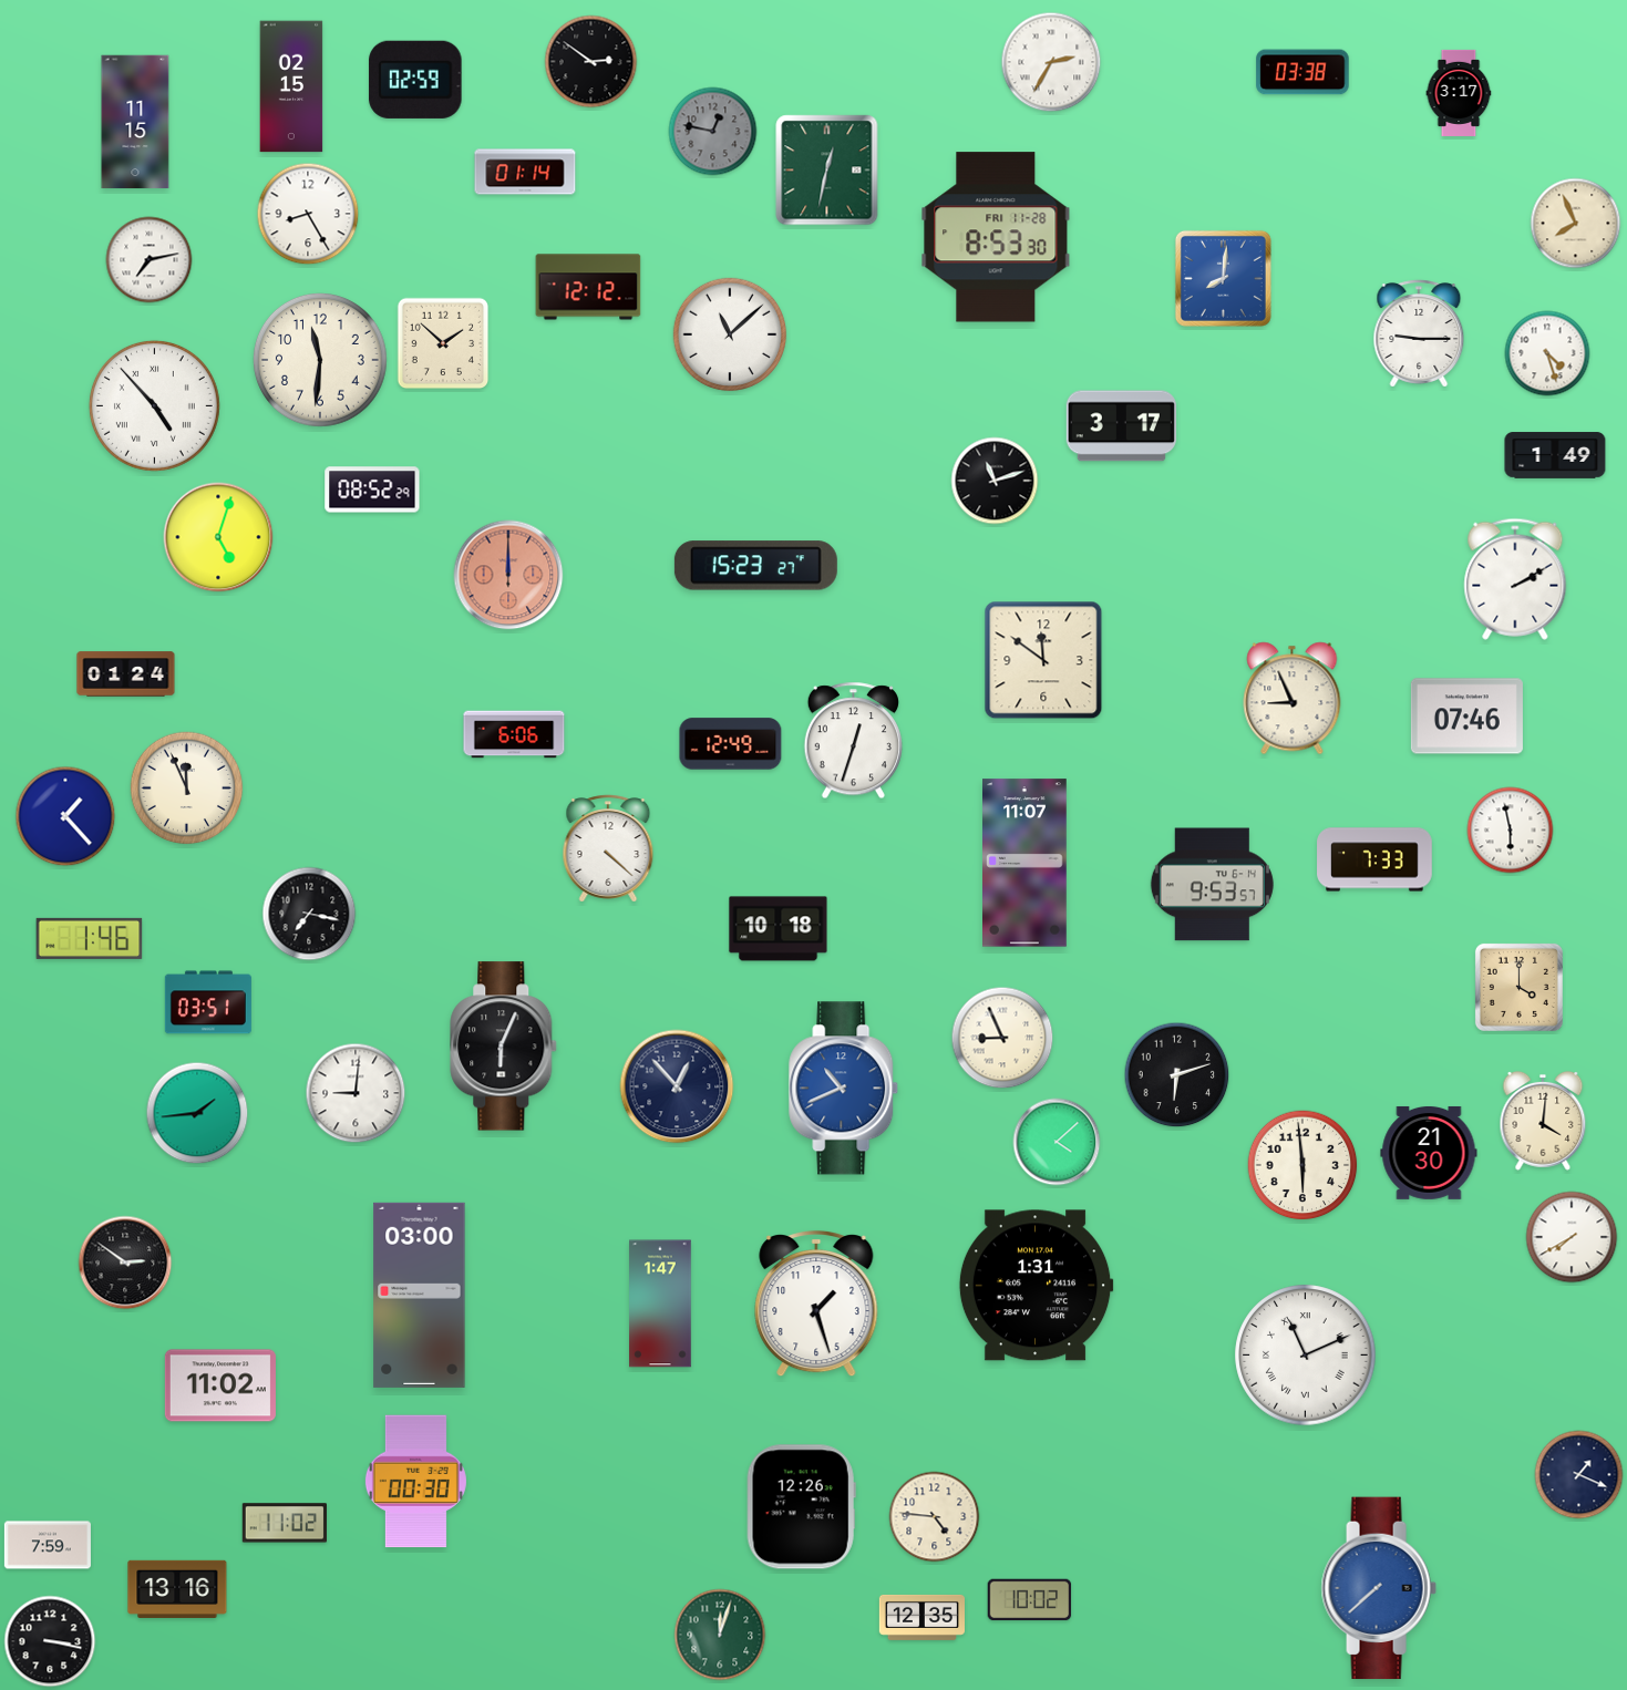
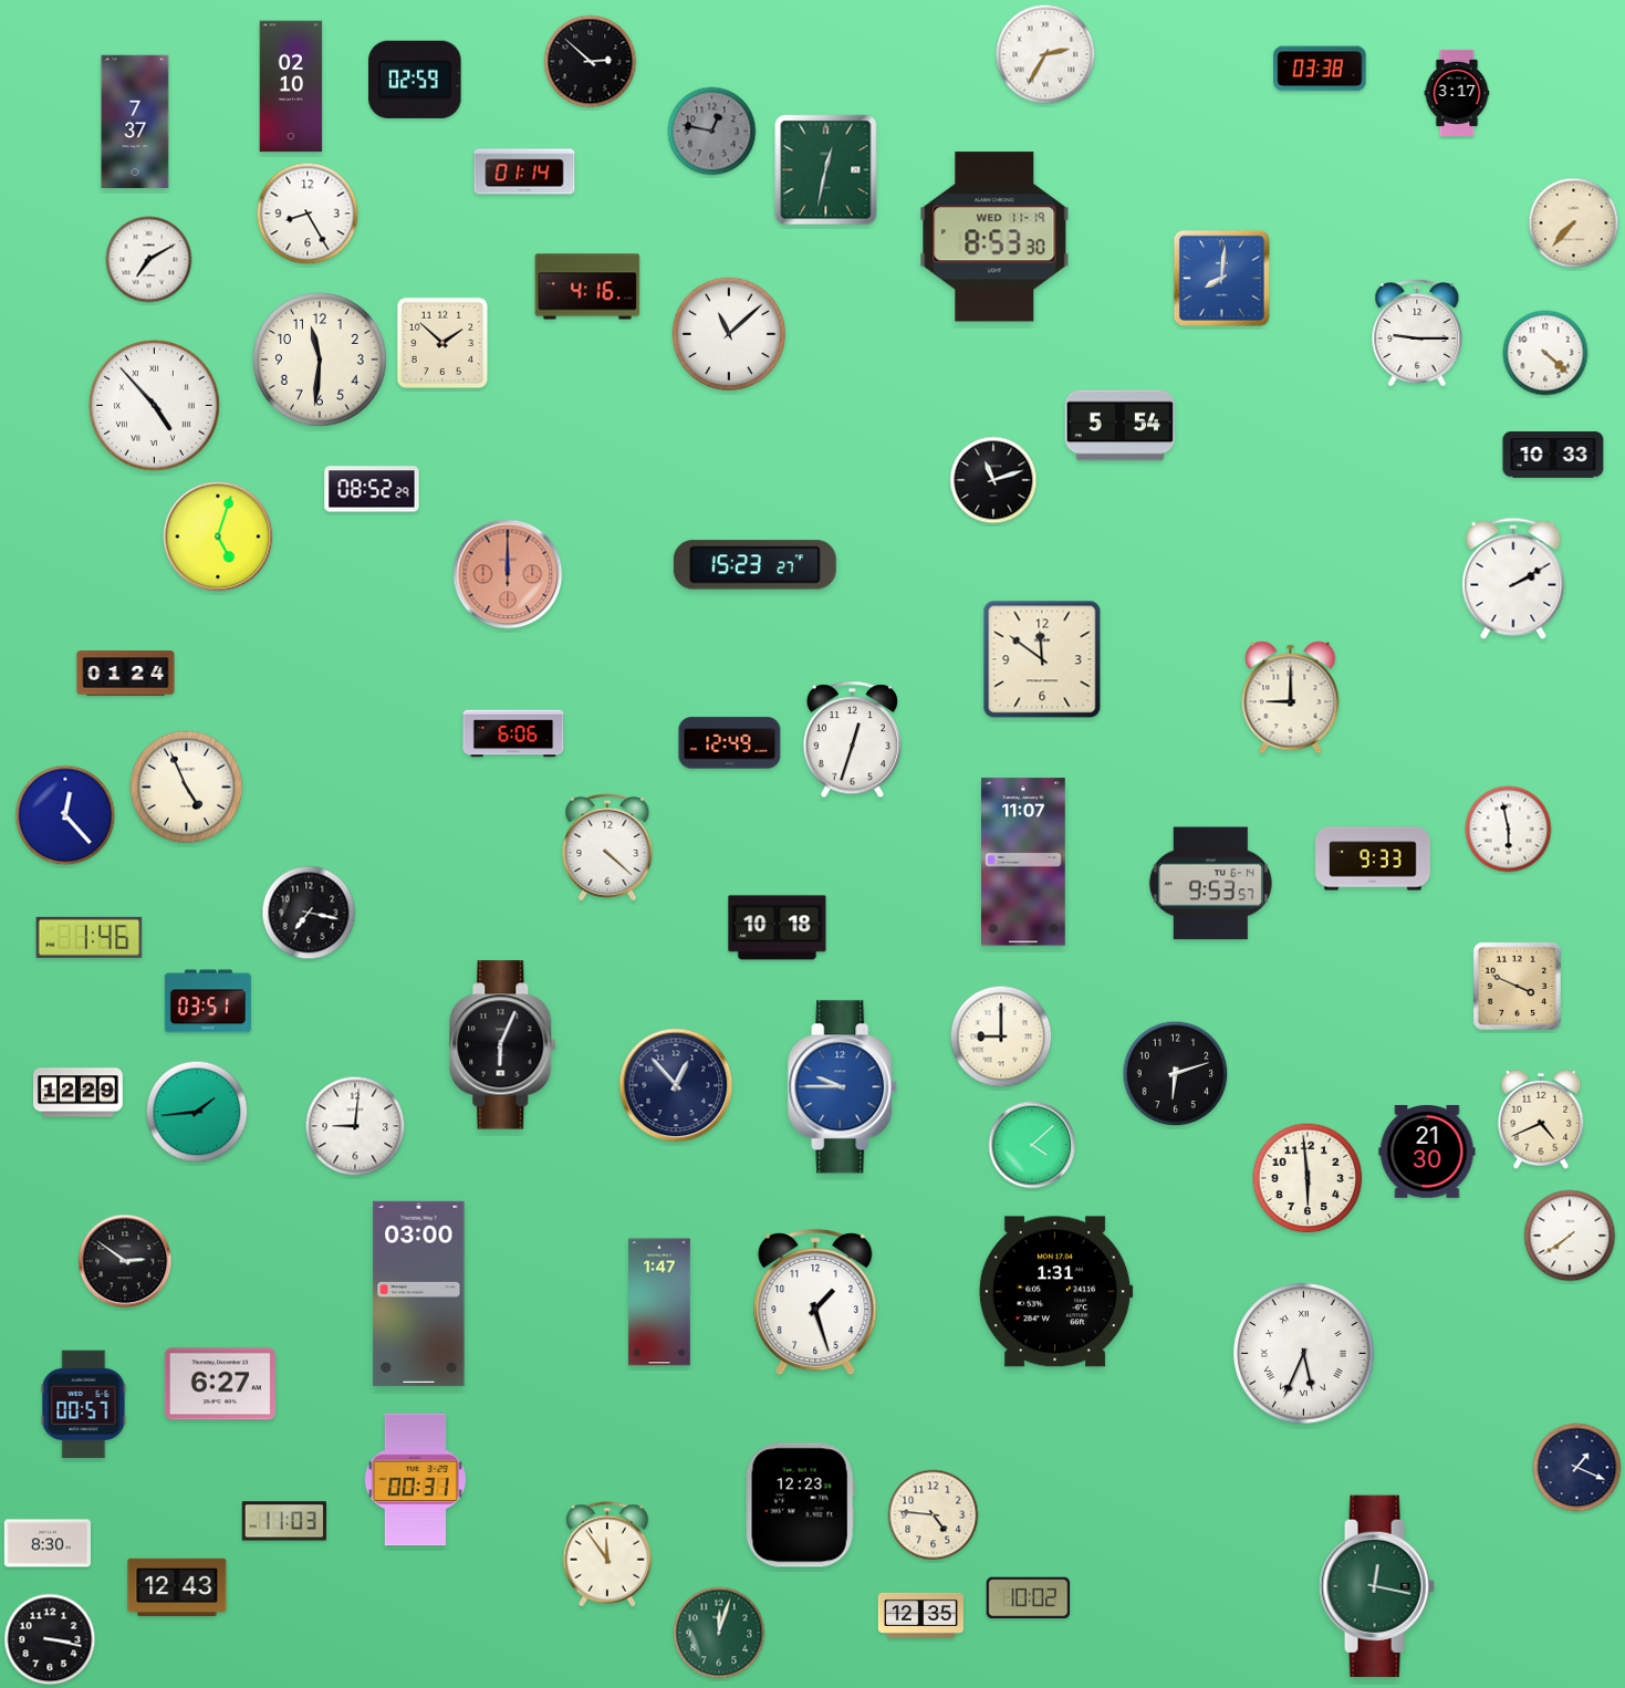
clock at (591, 62): 2:51 -> 2:52
clock at (1051, 62) position: (1051, 62) -> (1045, 54)
clock at (1302, 72) position: (1302, 72) -> (1320, 69)
clock at (291, 86): 02:15 -> 02:10
clock at (135, 122): 11:15 -> 7:37
clock at (1576, 224): 7:56 -> 7:37
clock at (996, 237) date: FRI 11-28 -> WED 11-19
clock at (150, 260): 7:13 -> 7:10
clock at (588, 287): 12:12 -> 4:16
clock at (1547, 353): 4:27 -> 4:22
clock at (1121, 426): 3:17 -> 5:54
clock at (1555, 455): 1:49 -> 10:33
clock at (1293, 699): 8:56 -> 9:00
clock at (1466, 717): 07:46 -> none
clock at (187, 789): 11:56 -> 4:56
clock at (65, 816): 1:23 -> 12:23
clock at (1374, 859): 7:33 -> 9:33
clock at (1518, 987): 4:00 -> 3:49
clock at (1002, 1038): 8:56 -> 9:00
clock at (844, 1089): 10:41 -> 9:45
clock at (356, 1093) position: (356, 1093) -> (355, 1126)
clock at (79, 1093): none -> 12:29
clock at (1543, 1122): 4:01 -> 4:41
clock at (1057, 1142) position: (1057, 1142) -> (1032, 1145)
clock at (1302, 1165) position: (1302, 1165) -> (1308, 1178)
clock at (1572, 1237): 7:40 -> 7:39
clock at (1036, 1286) position: (1036, 1286) -> (1055, 1292)
clock at (1306, 1356): 11:11 -> 5:34
clock at (220, 1385): 11:02 -> 6:27
clock at (84, 1405): none -> 00:57
clock at (1579, 1475) position: (1579, 1475) -> (1577, 1468)
clock at (415, 1482): 00:30 -> 00:31
clock at (801, 1507): 12:26 -> 12:23
clock at (284, 1523): 11:02 -> 11:03
clock at (48, 1545): 7:59 -> 8:30
clock at (607, 1554): none -> 11:54
clock at (1379, 1588): 7:38 -> 12:17
clock at (1379, 1588) dial: blue -> green
clock at (177, 1589): 13:16 -> 12:43
